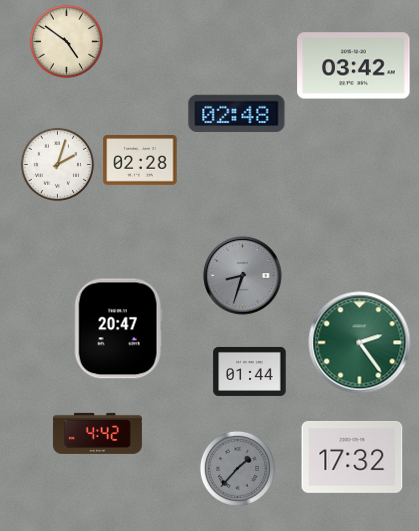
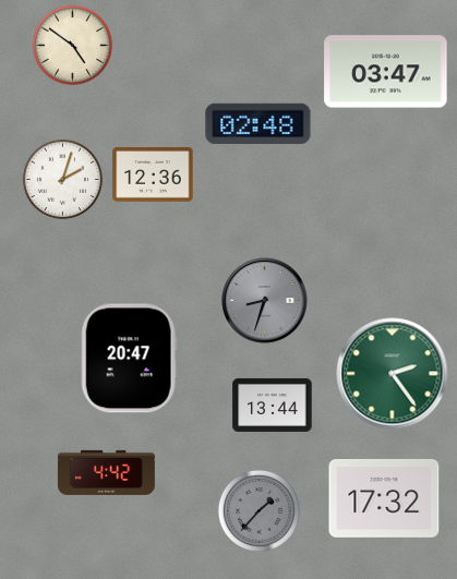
clock at (354, 66): 03:42 -> 03:47
clock at (140, 160): 02:28 -> 12:36
clock at (250, 371): 01:44 -> 13:44
